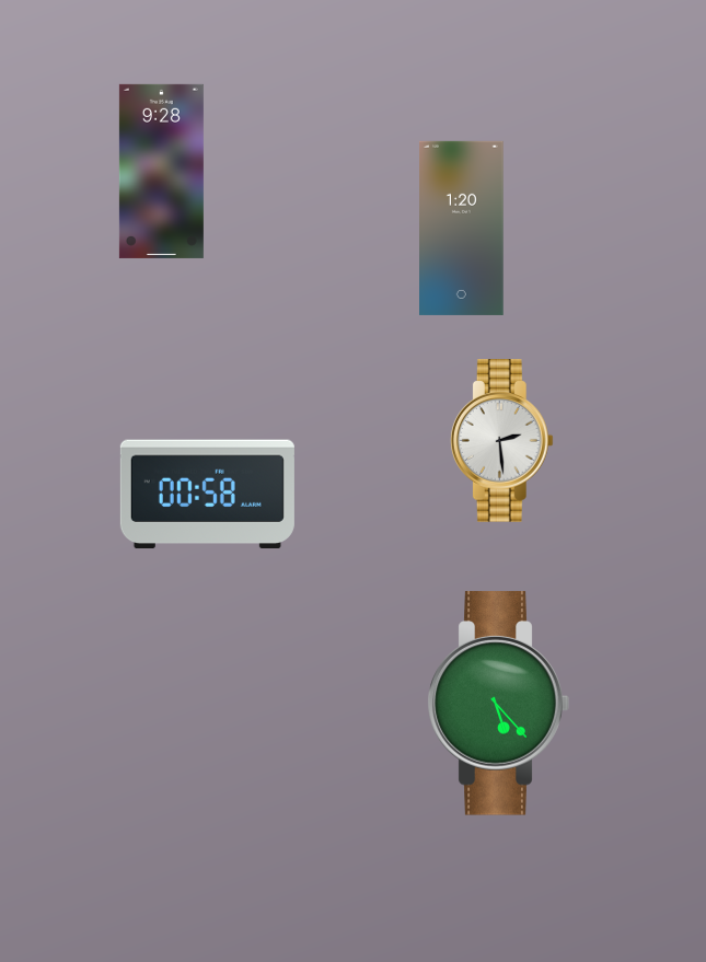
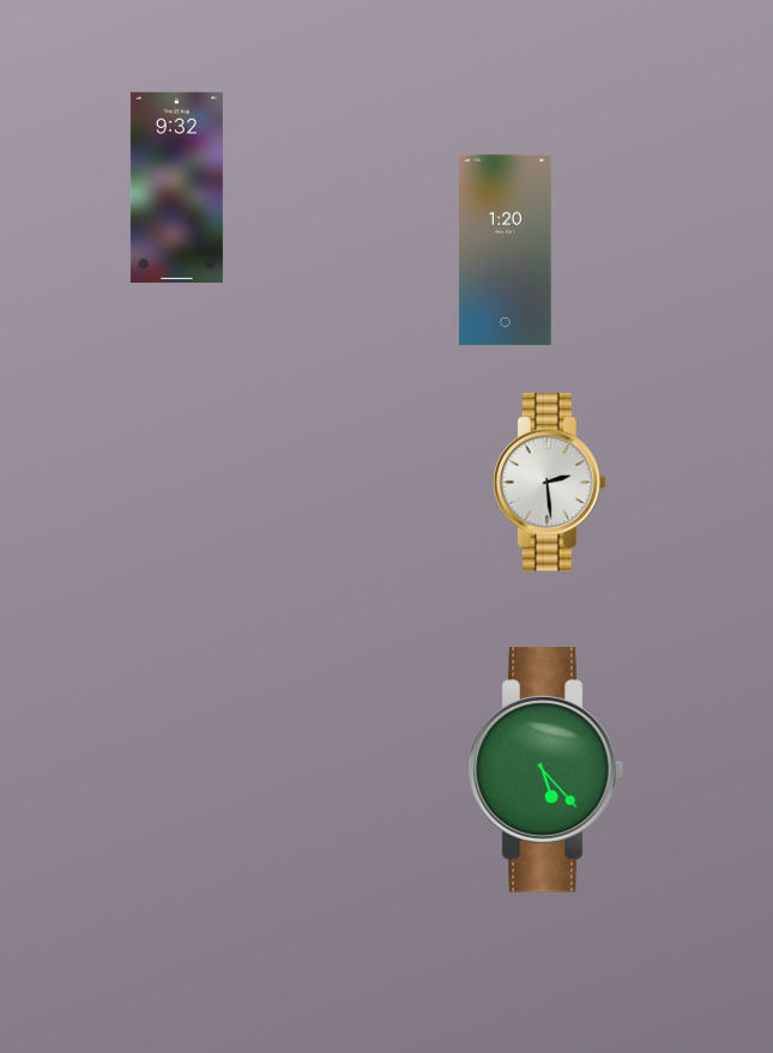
clock at (161, 171): 9:28 -> 9:32
clock at (207, 495): 00:58 -> none
